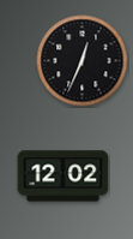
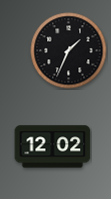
clock at (83, 61): 12:34 -> 1:34
